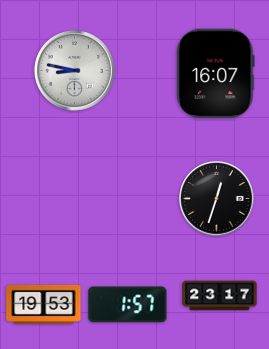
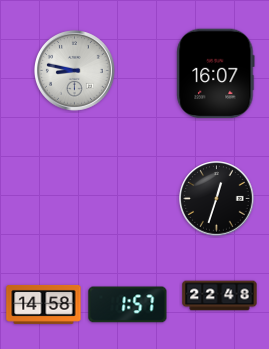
clock at (220, 296): 23:17 -> 22:48
clock at (44, 304): 19:53 -> 14:58
